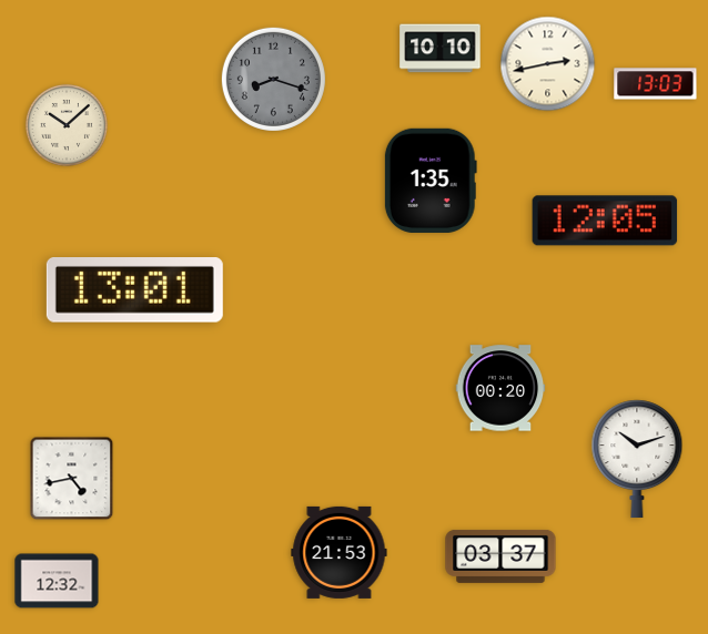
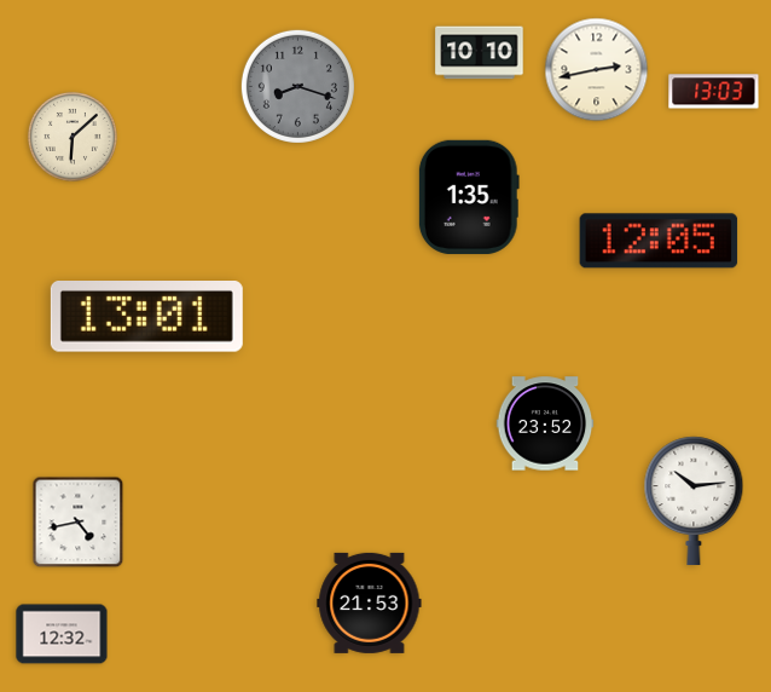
clock at (67, 125): 10:08 -> 6:08
clock at (500, 388): 00:20 -> 23:52
clock at (637, 459): 10:12 -> 10:14
clock at (500, 556): 03:37 -> none
